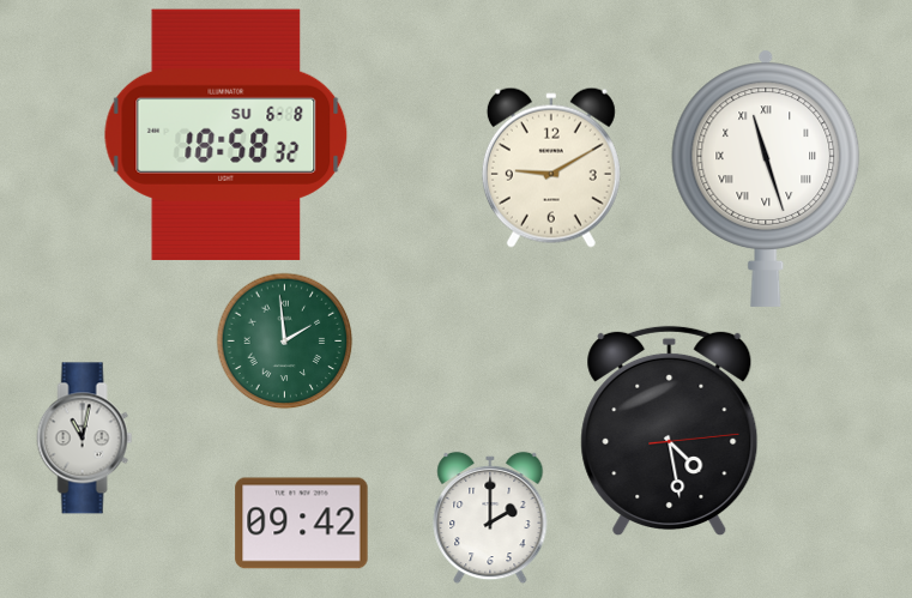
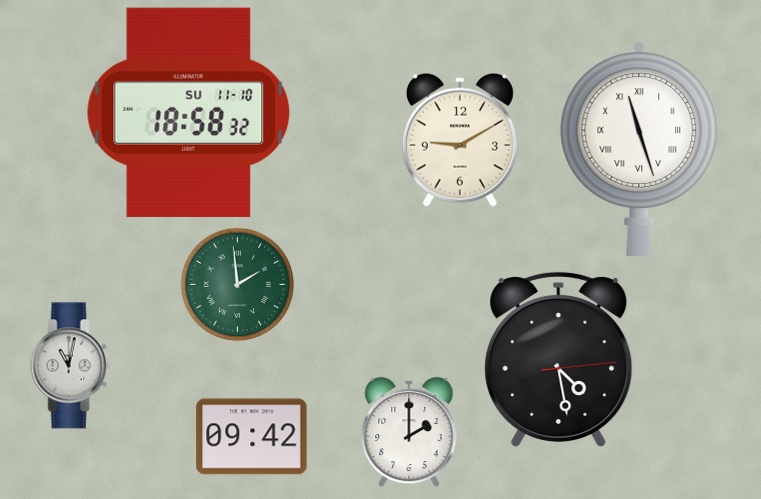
clock at (227, 134) date: SU 6-8 -> SU 11-10
